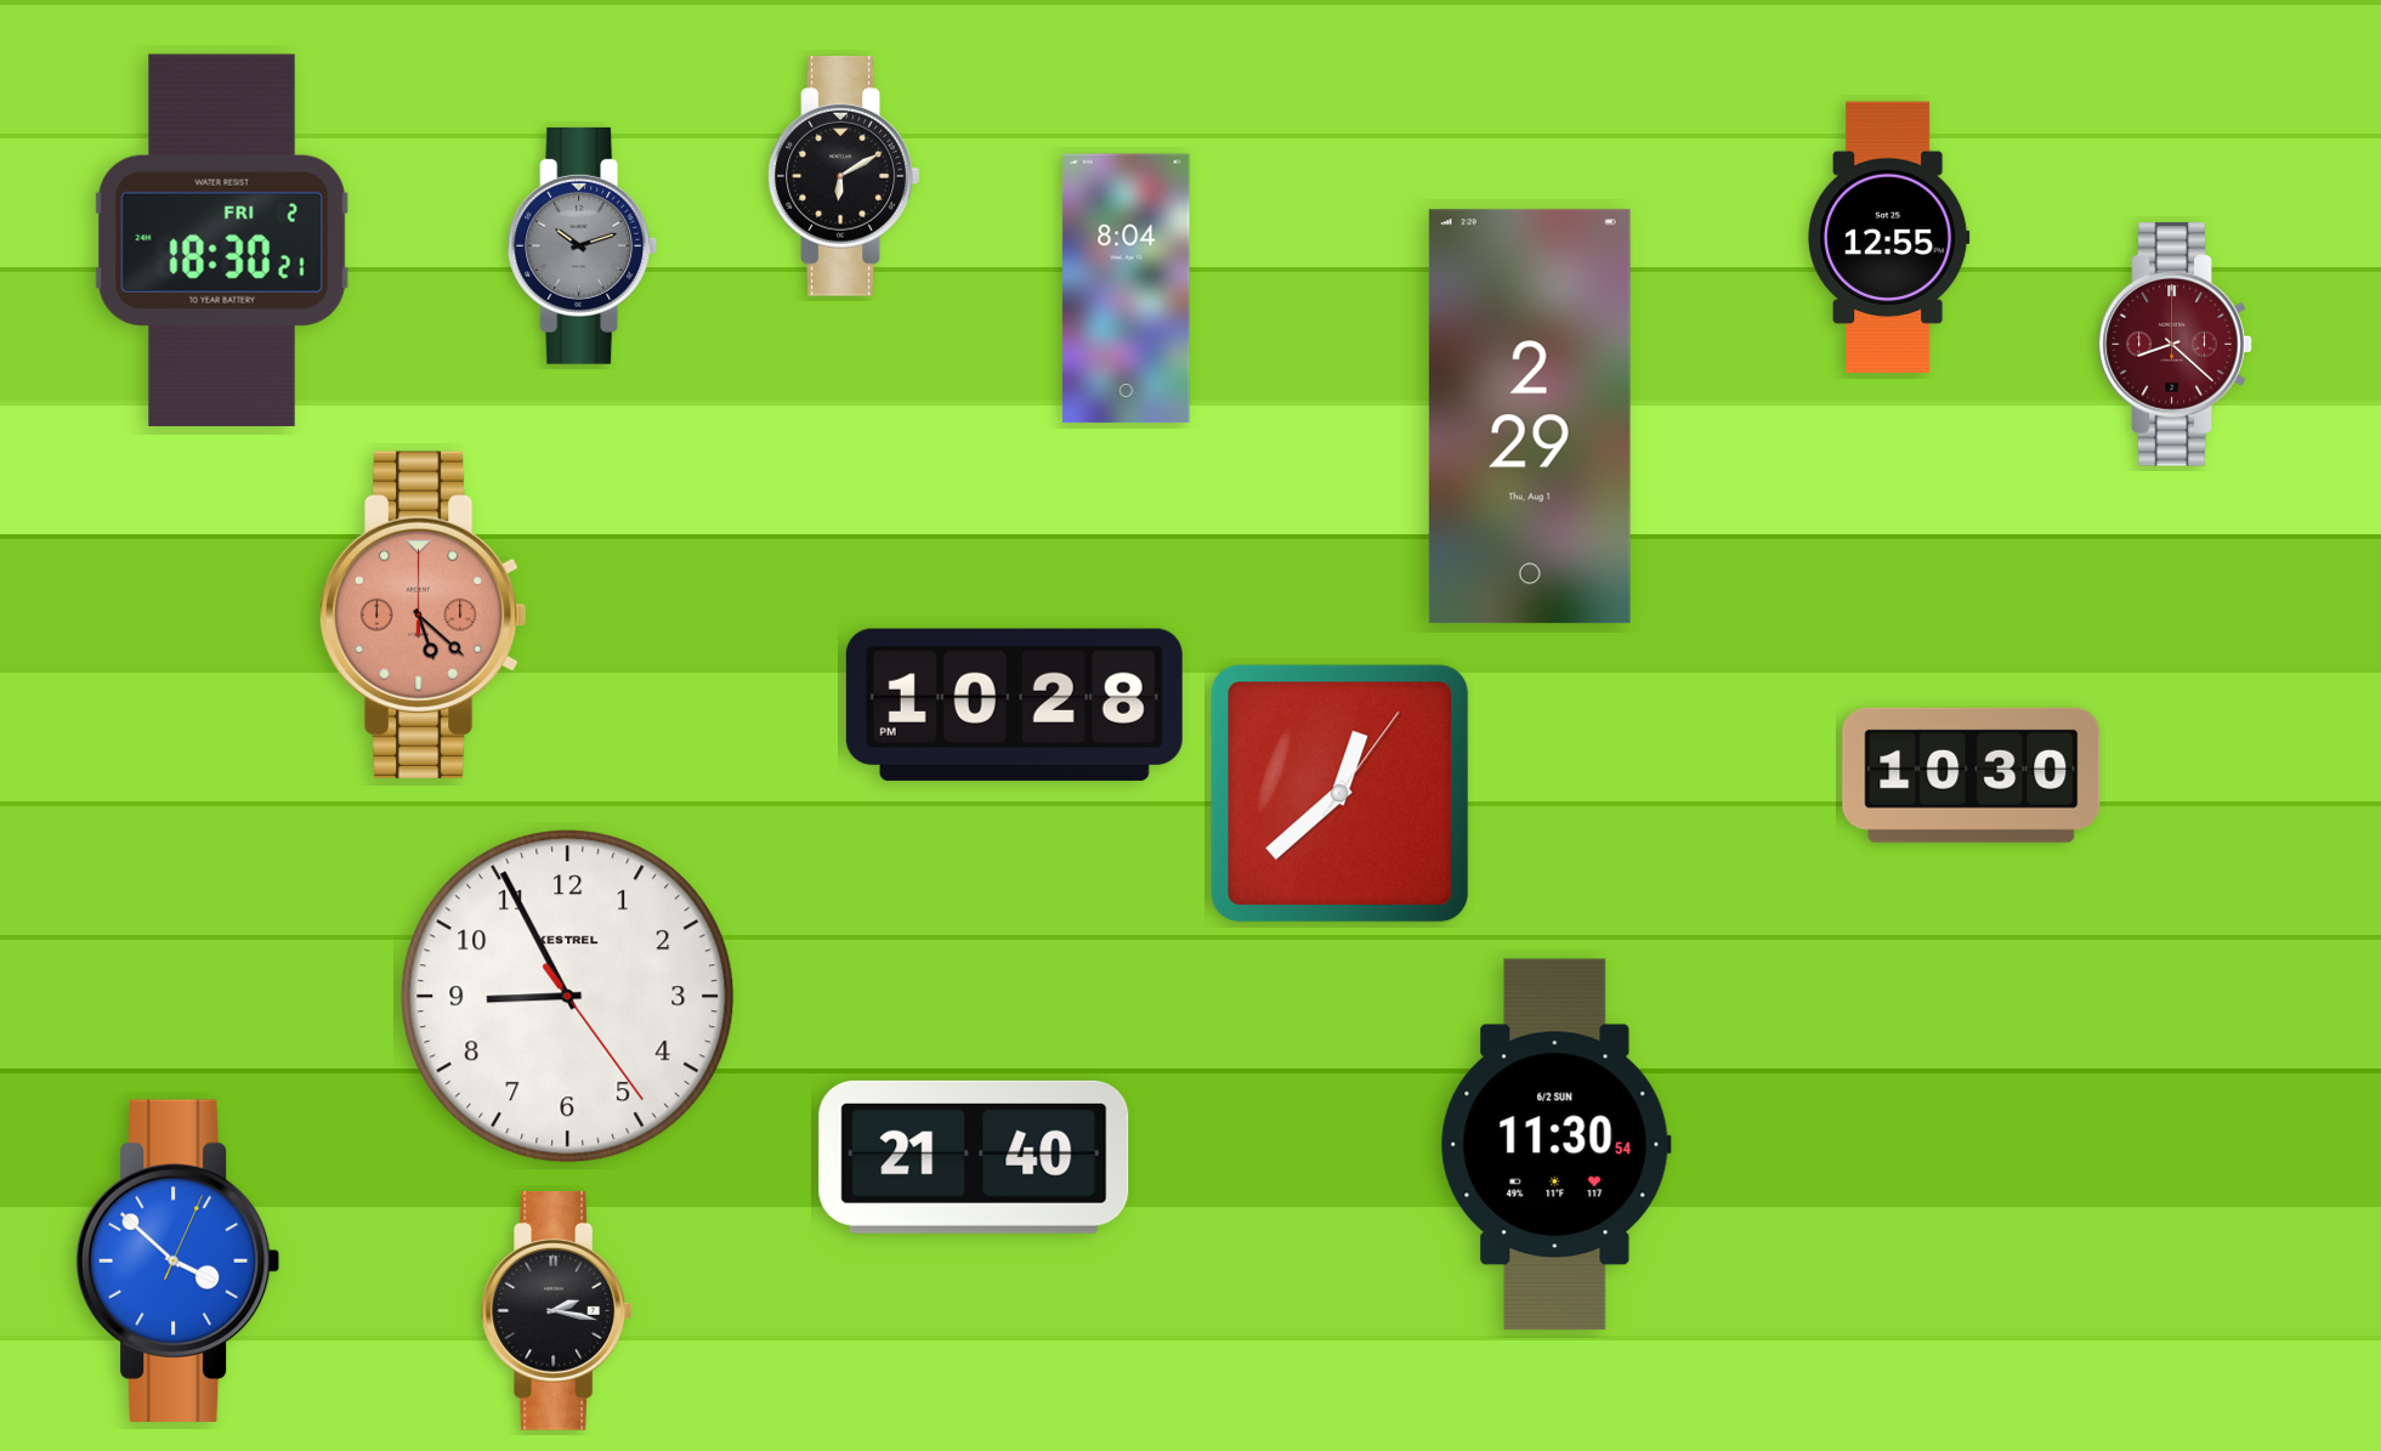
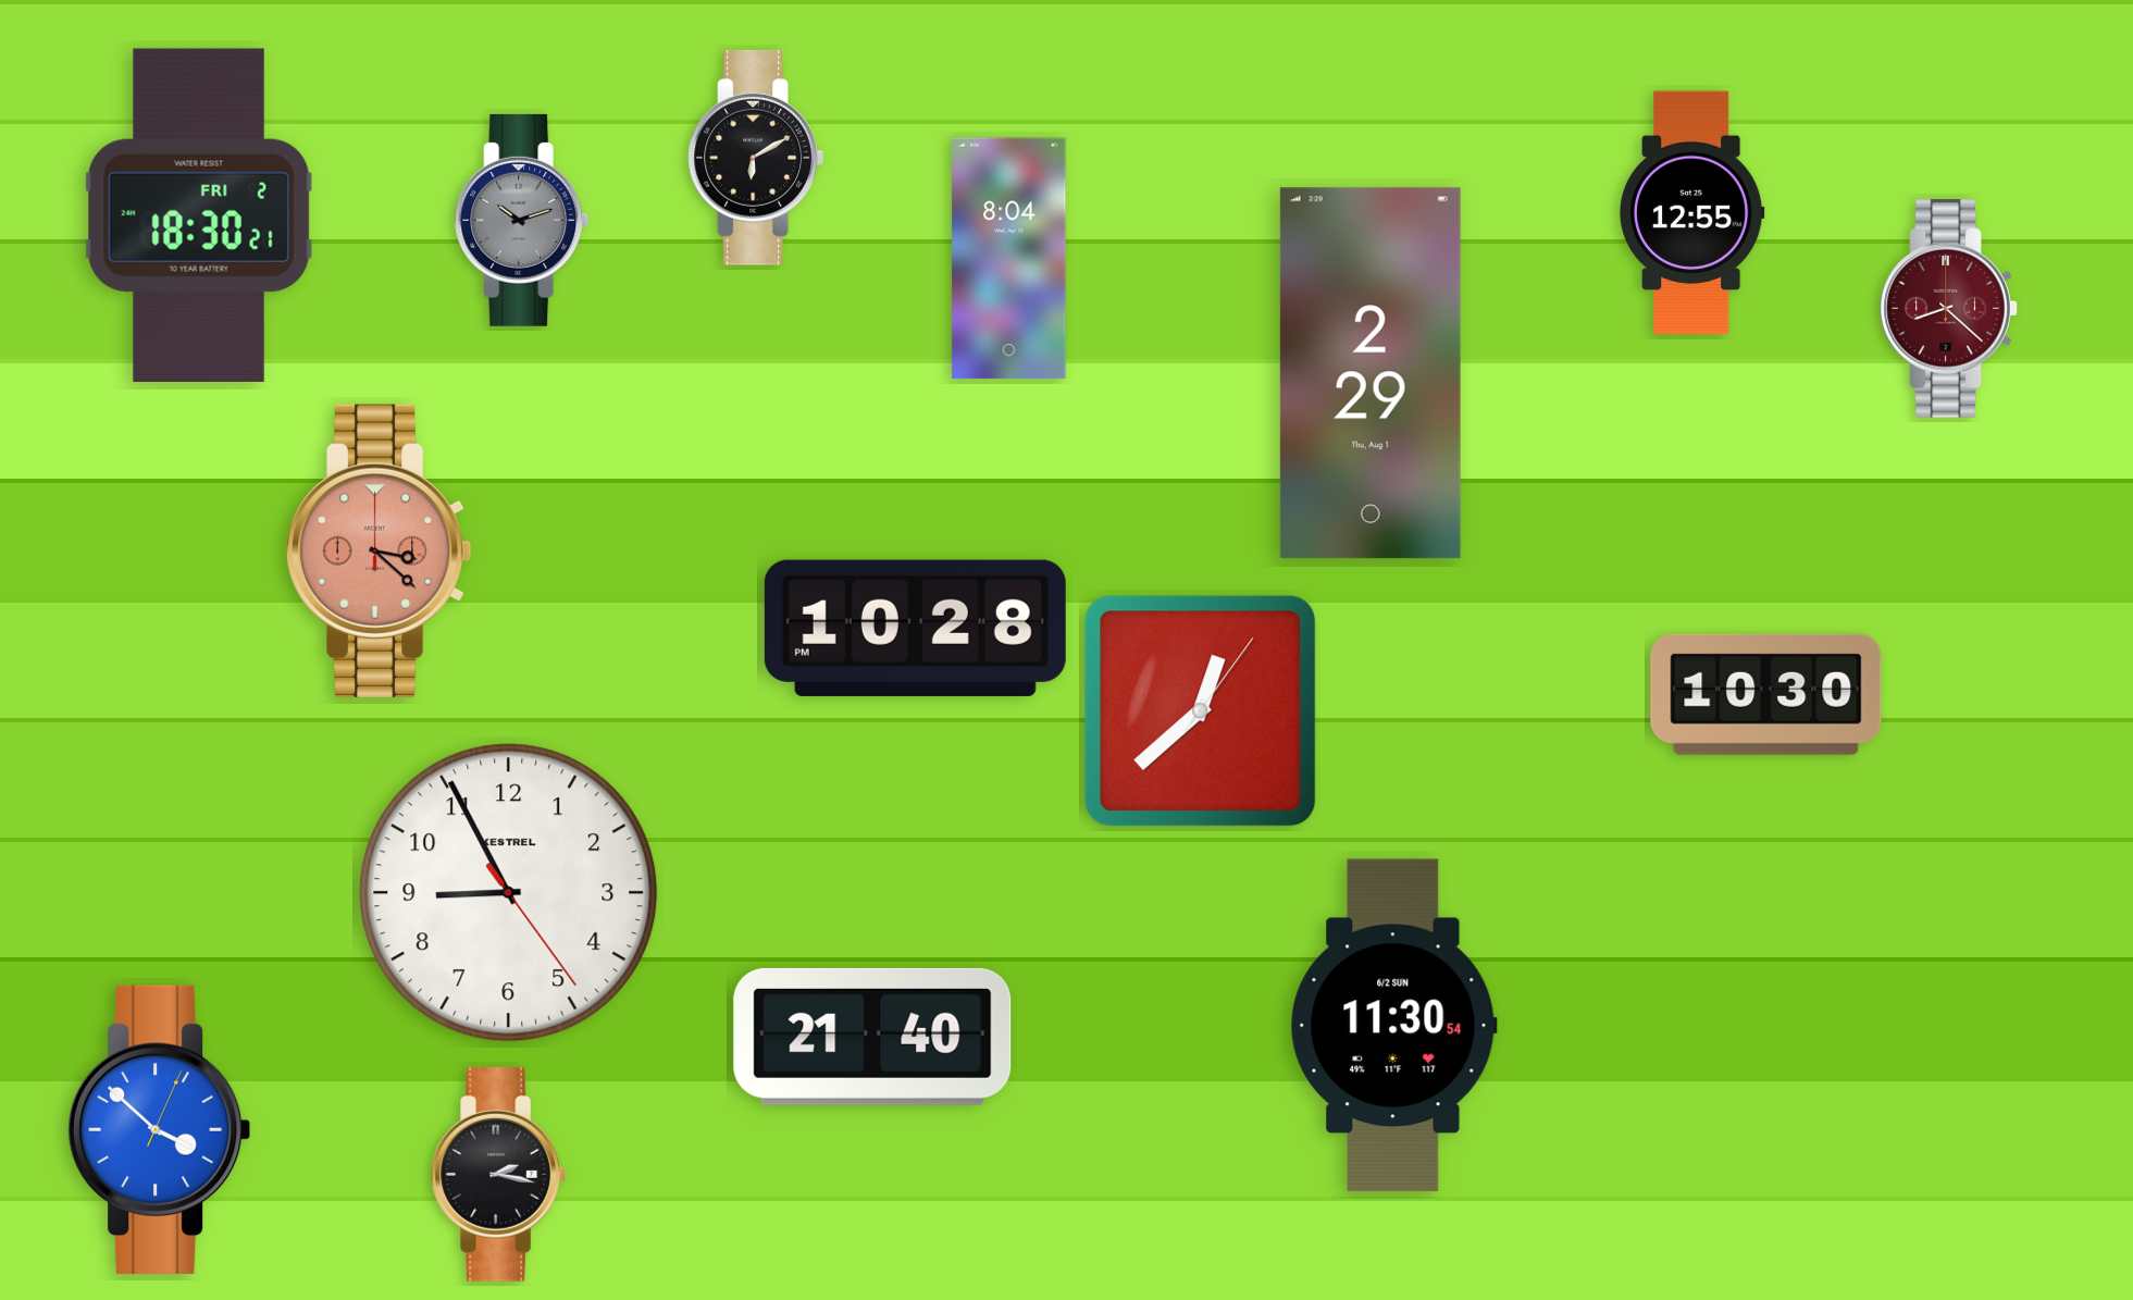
clock at (423, 614): 5:22 -> 3:22
clock at (1014, 704) position: (1014, 704) -> (915, 628)
